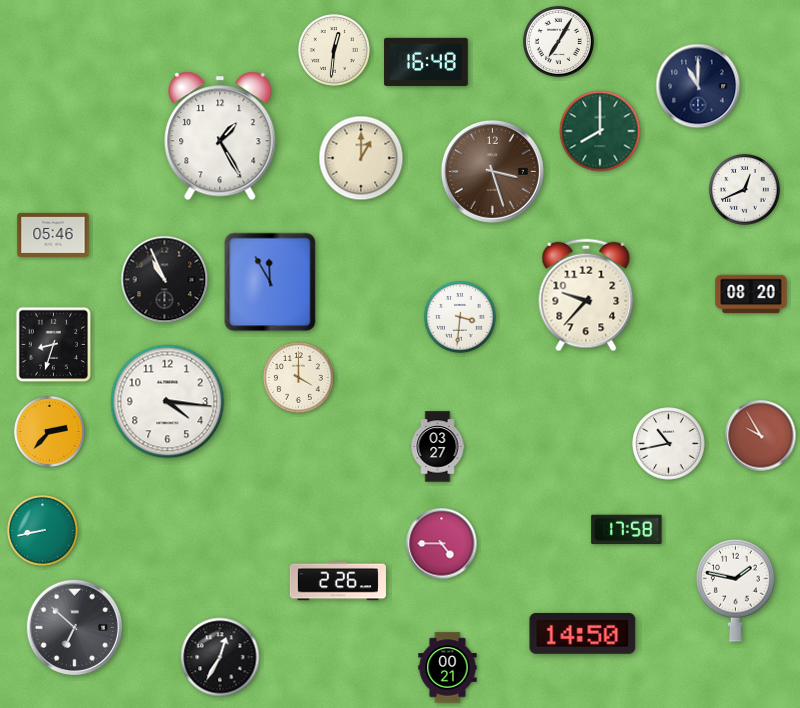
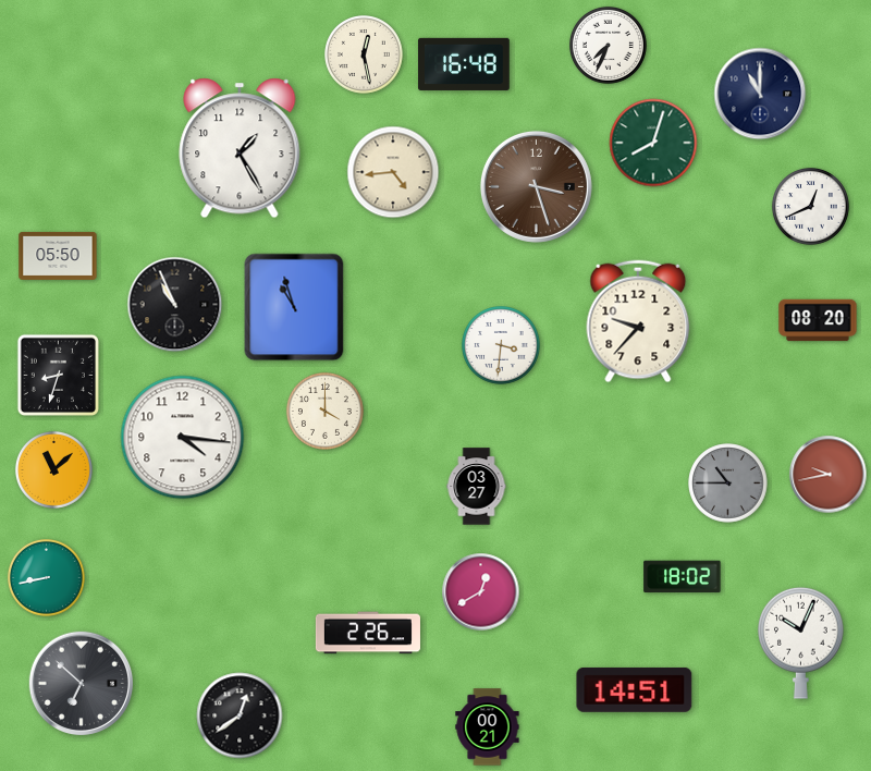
clock at (558, 41): 7:05 -> 7:34
clock at (335, 51): 12:31 -> 12:28
clock at (426, 62) position: (426, 62) -> (464, 64)
clock at (600, 131): 8:00 -> 8:03
clock at (361, 158): 1:00 -> 4:44
clock at (53, 235): 05:46 -> 05:50
clock at (165, 280) position: (165, 280) -> (175, 305)
clock at (270, 282): 11:55 -> 10:57
clock at (49, 431): 2:37 -> 11:08
clock at (761, 436): 9:55 -> 9:43
clock at (669, 444): 10:43 -> 10:45
clock at (669, 444) dial: white -> grey
clock at (627, 530): 17:58 -> 18:02
clock at (442, 544): 4:45 -> 12:40
clock at (736, 590): 1:47 -> 10:04
clock at (583, 633): 14:50 -> 14:51
clock at (220, 657): 12:35 -> 12:39
